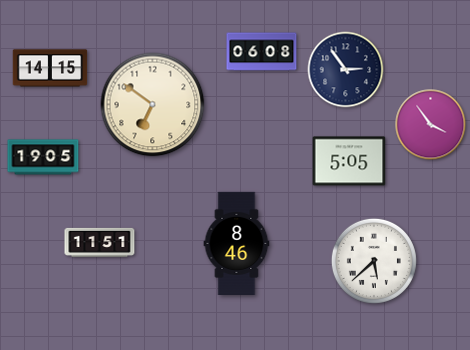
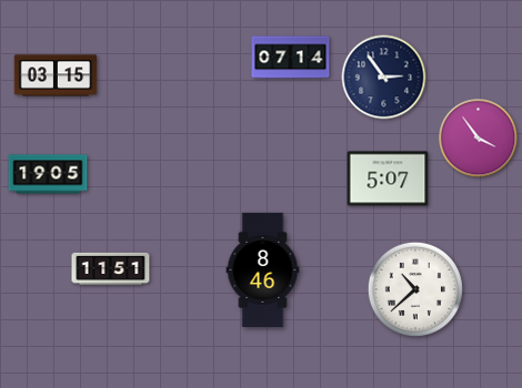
clock at (262, 52): 06:08 -> 07:14
clock at (50, 68): 14:15 -> 03:15
clock at (153, 105): 6:51 -> none
clock at (349, 161): 5:05 -> 5:07
clock at (374, 261): 5:38 -> 10:38
